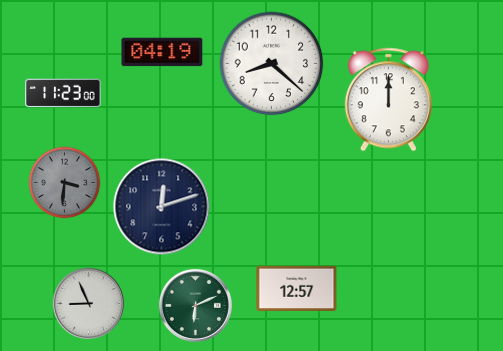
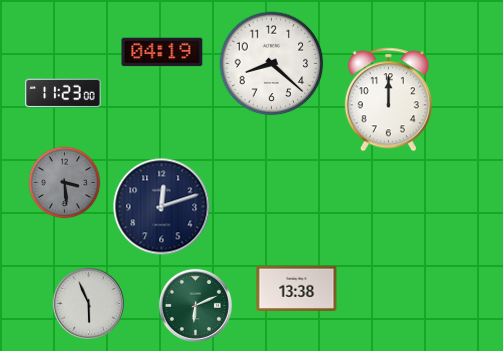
clock at (65, 183): 3:31 -> 3:29
clock at (297, 288): 12:57 -> 13:38
clock at (88, 303): 8:56 -> 5:56
